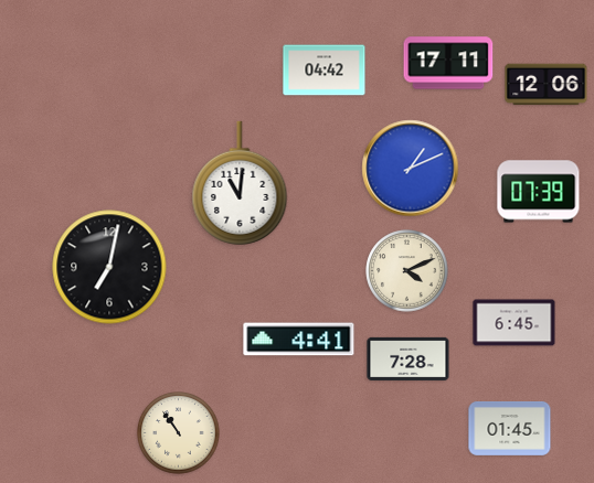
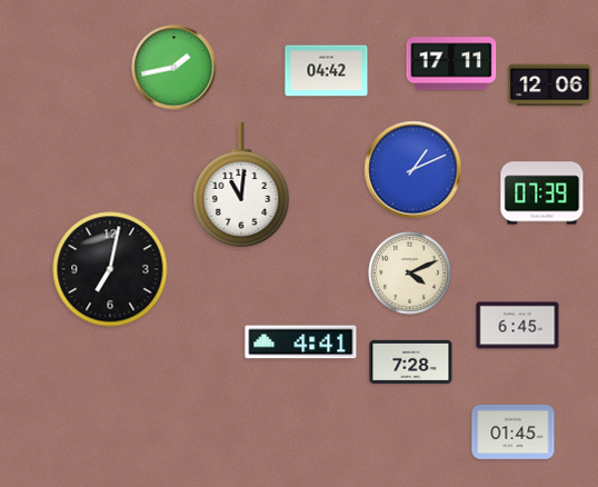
clock at (175, 68): none -> 1:43
clock at (179, 433): 10:54 -> none
